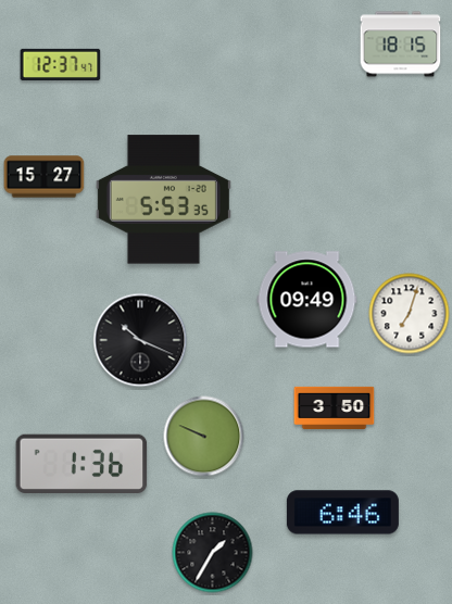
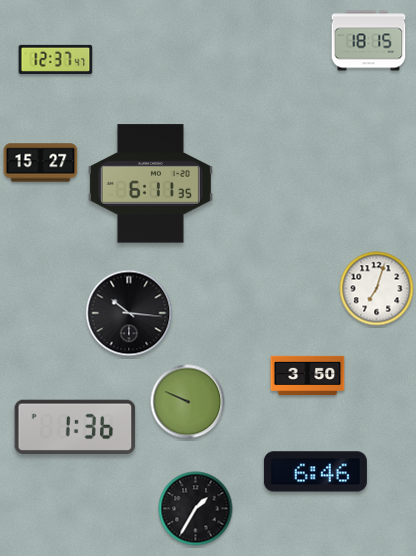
clock at (163, 200): 5:53 -> 6:11
clock at (307, 300): 09:49 -> none
clock at (140, 340): 10:19 -> 10:16
